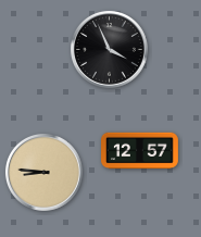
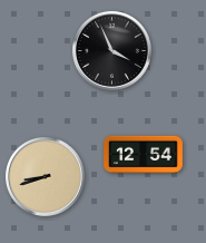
clock at (140, 151): 12:57 -> 12:54
clock at (43, 172): 8:46 -> 8:42
